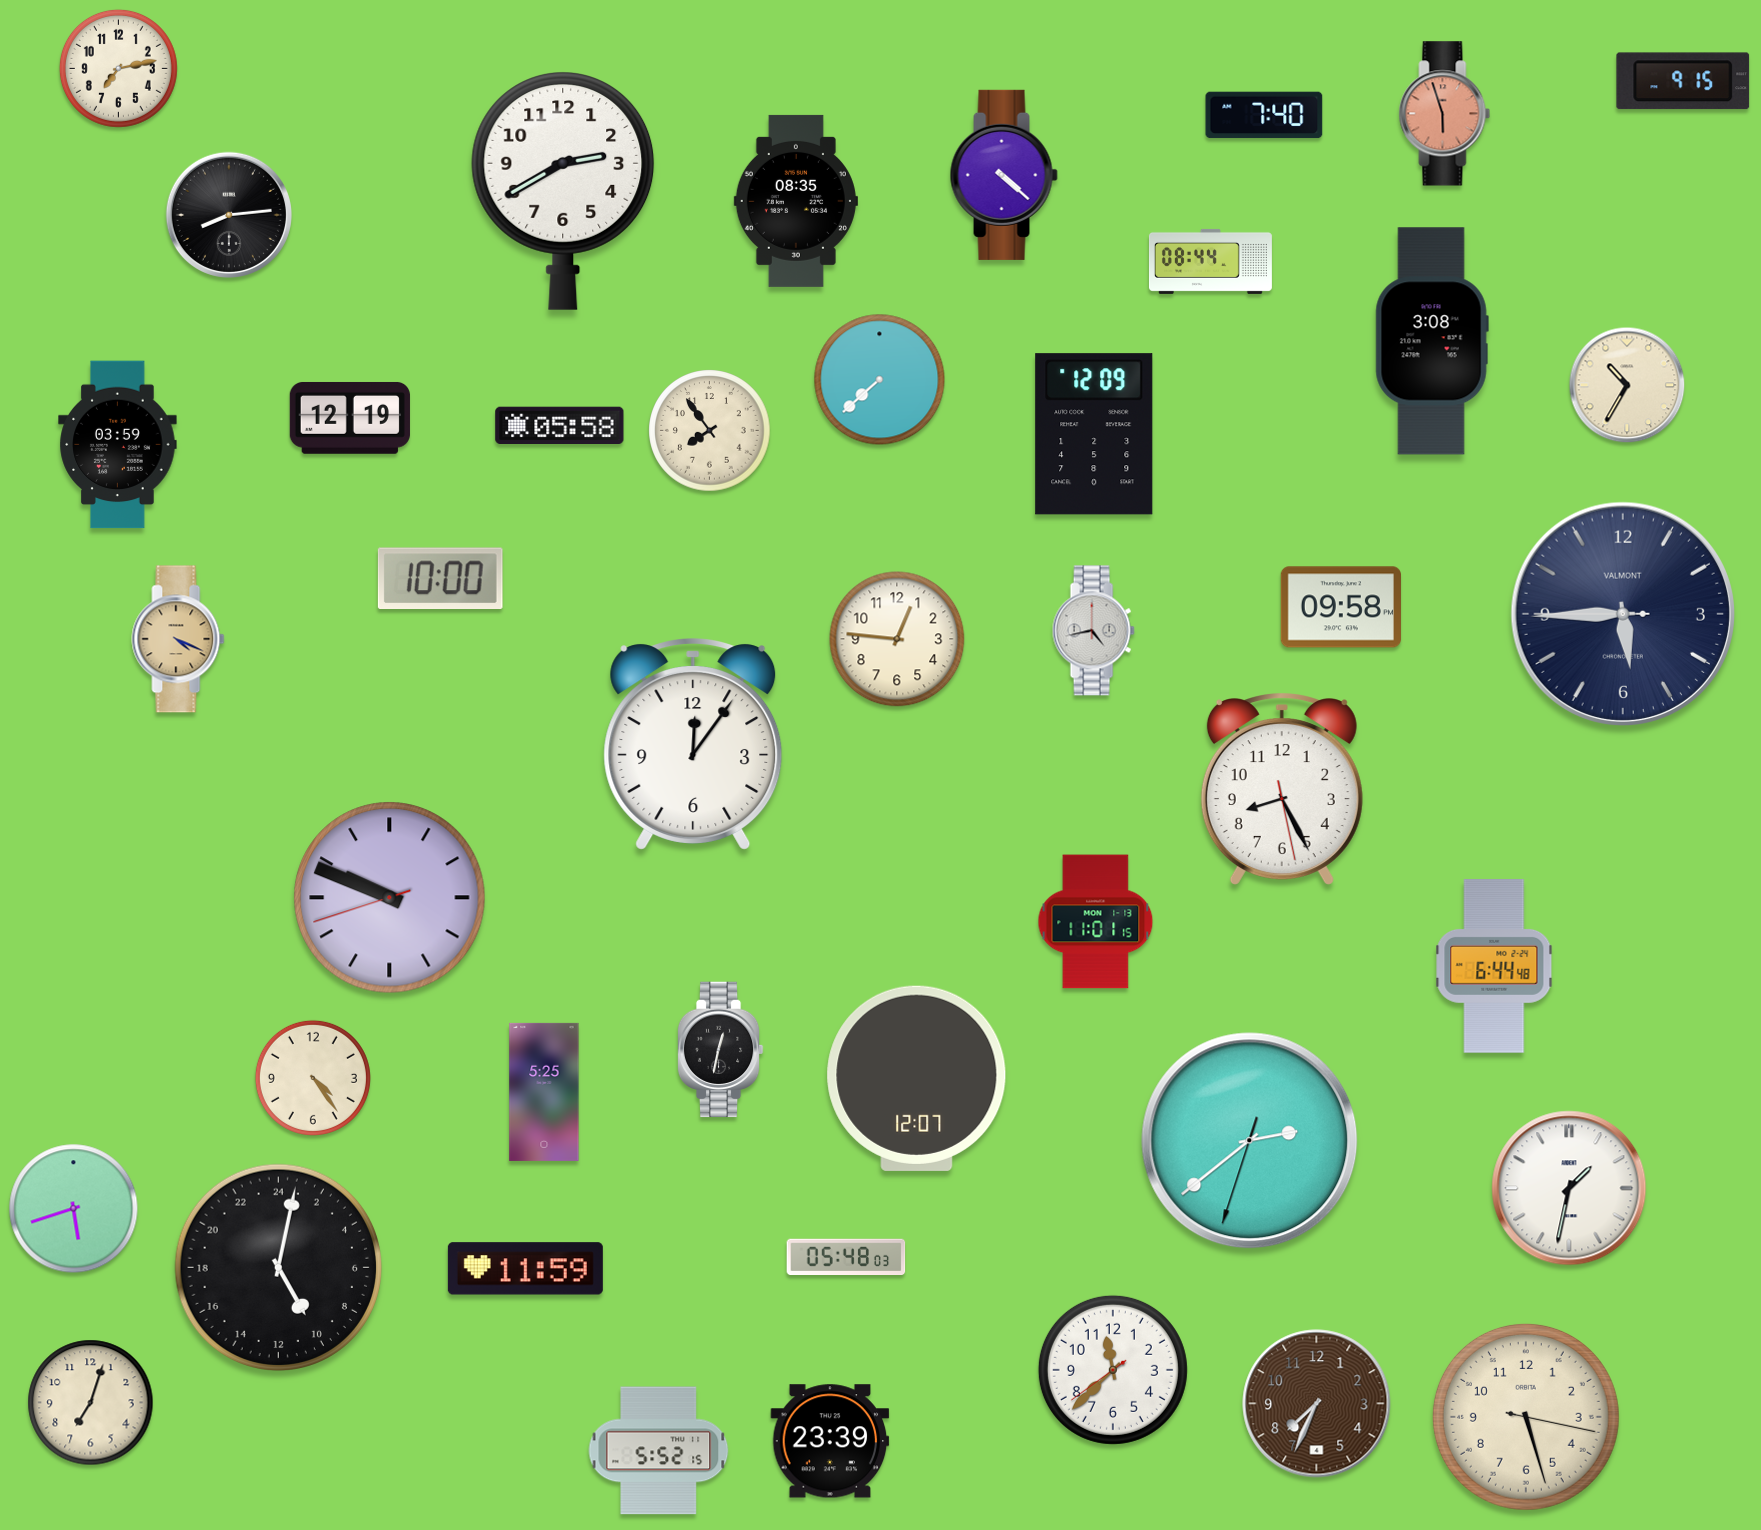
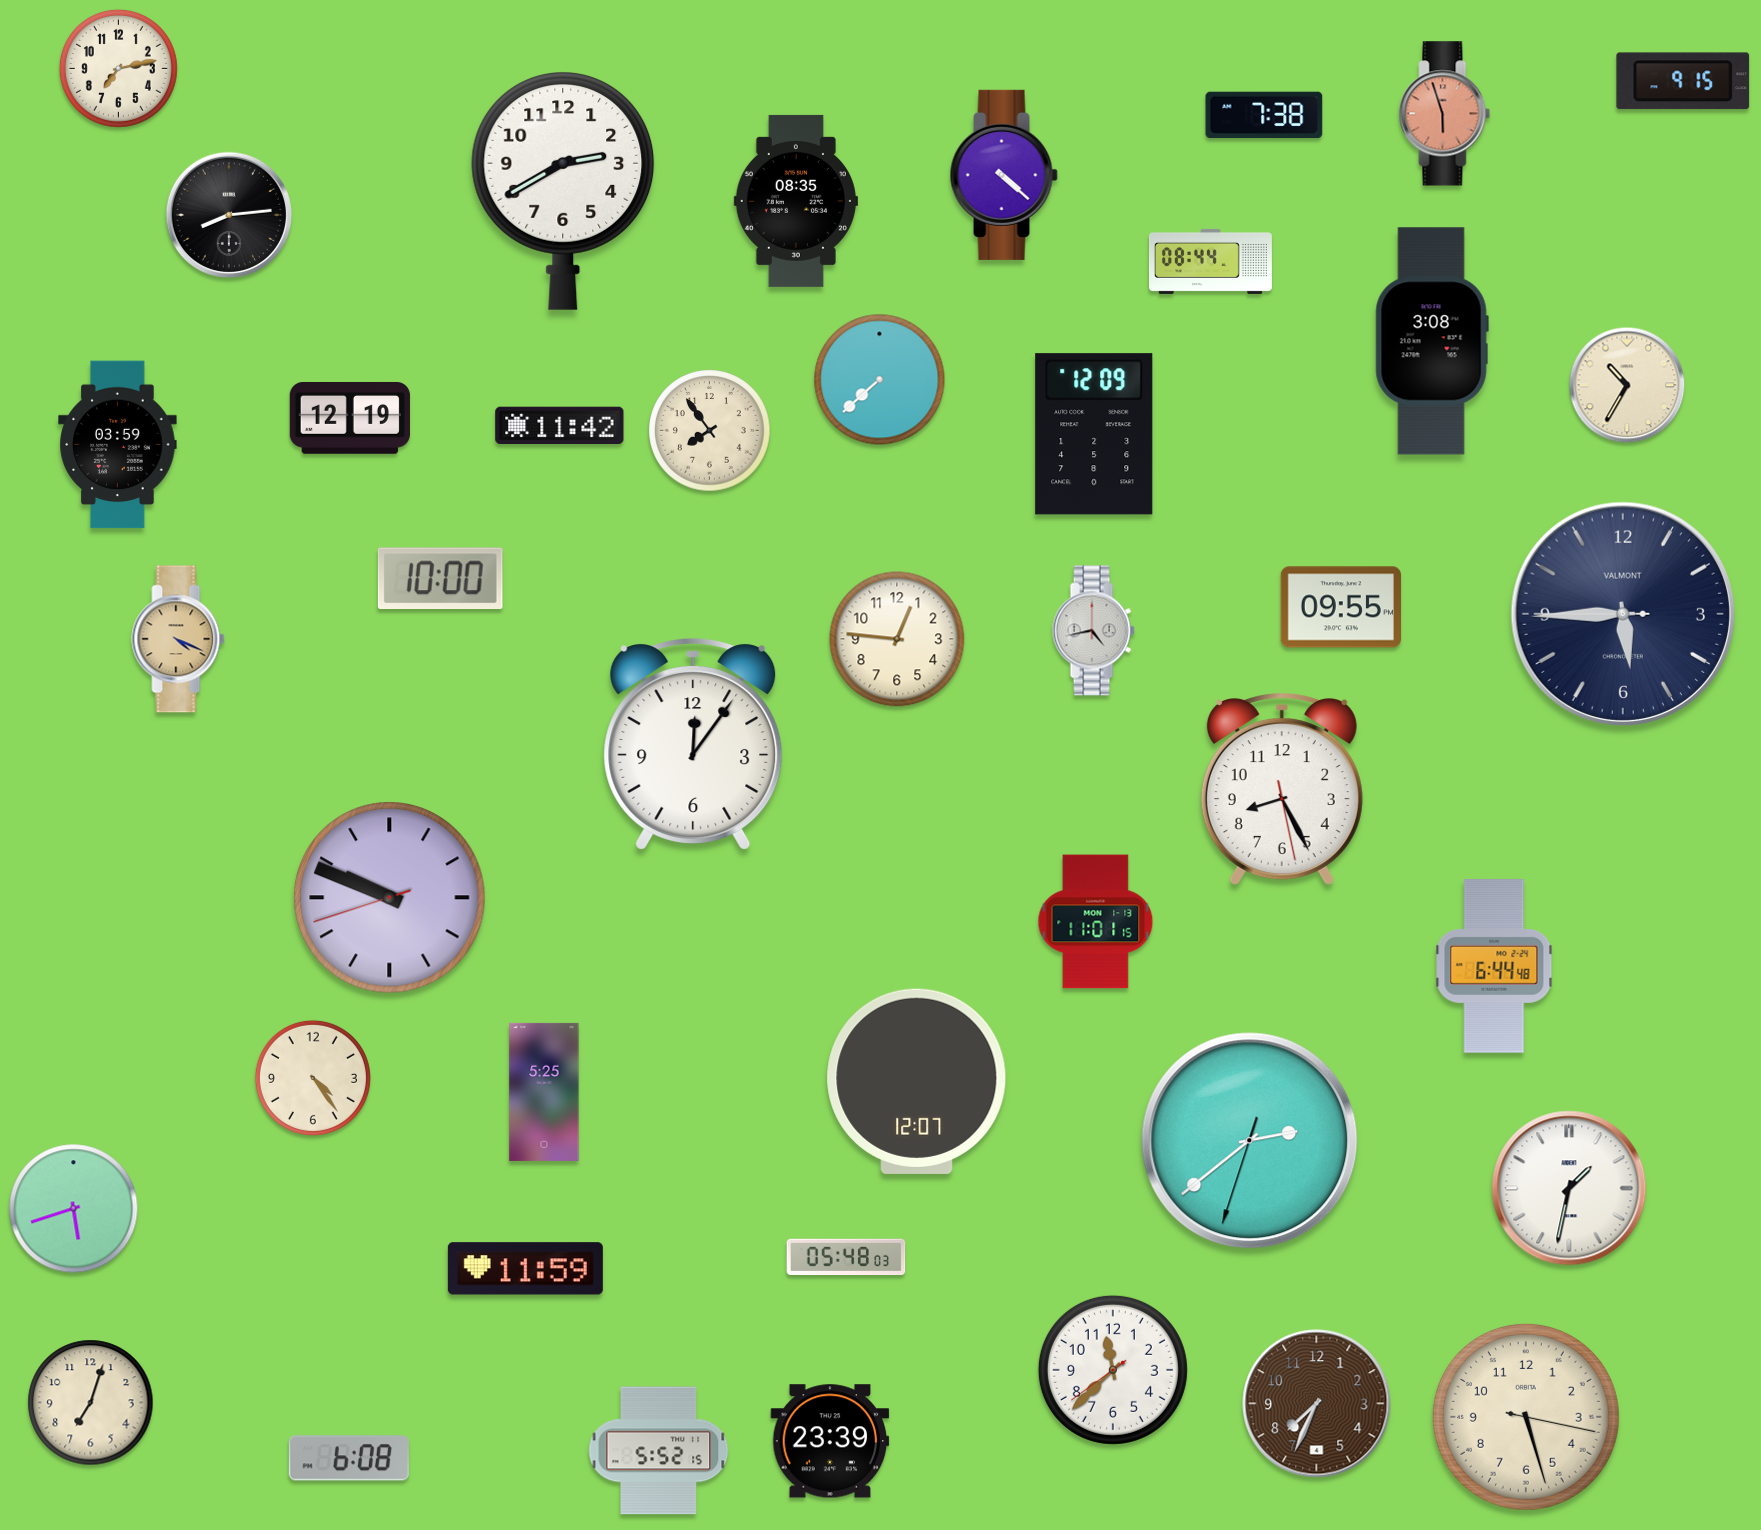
clock at (1264, 115): 7:40 -> 7:38
clock at (560, 425): 05:58 -> 11:42
clock at (1340, 607): 09:58 -> 09:55
clock at (720, 1050): 12:32 -> none
clock at (917, 1078) position: (917, 1078) -> (917, 1081)
clock at (279, 1268): 10:02 -> none
clock at (349, 1458): none -> 6:08
